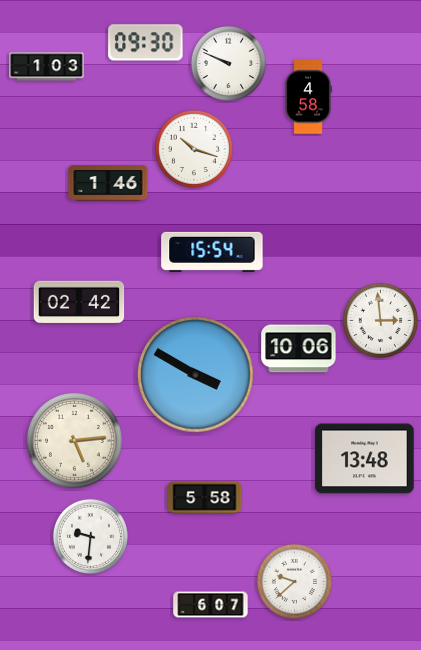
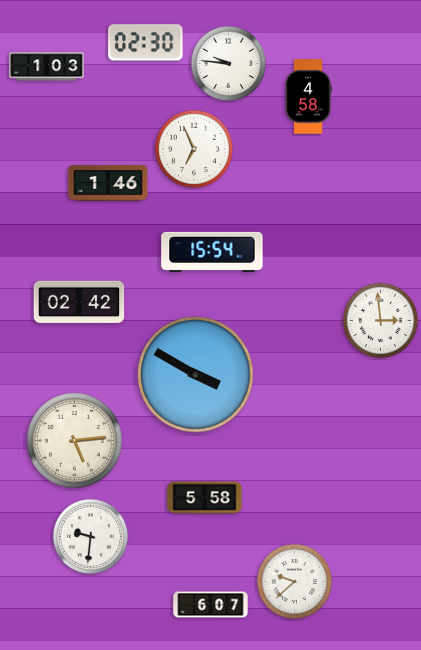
clock at (146, 43): 09:30 -> 02:30
clock at (228, 63): 9:49 -> 9:46
clock at (194, 149): 10:18 -> 6:56
clock at (299, 349): 10:06 -> none
clock at (365, 459): 13:48 -> none
